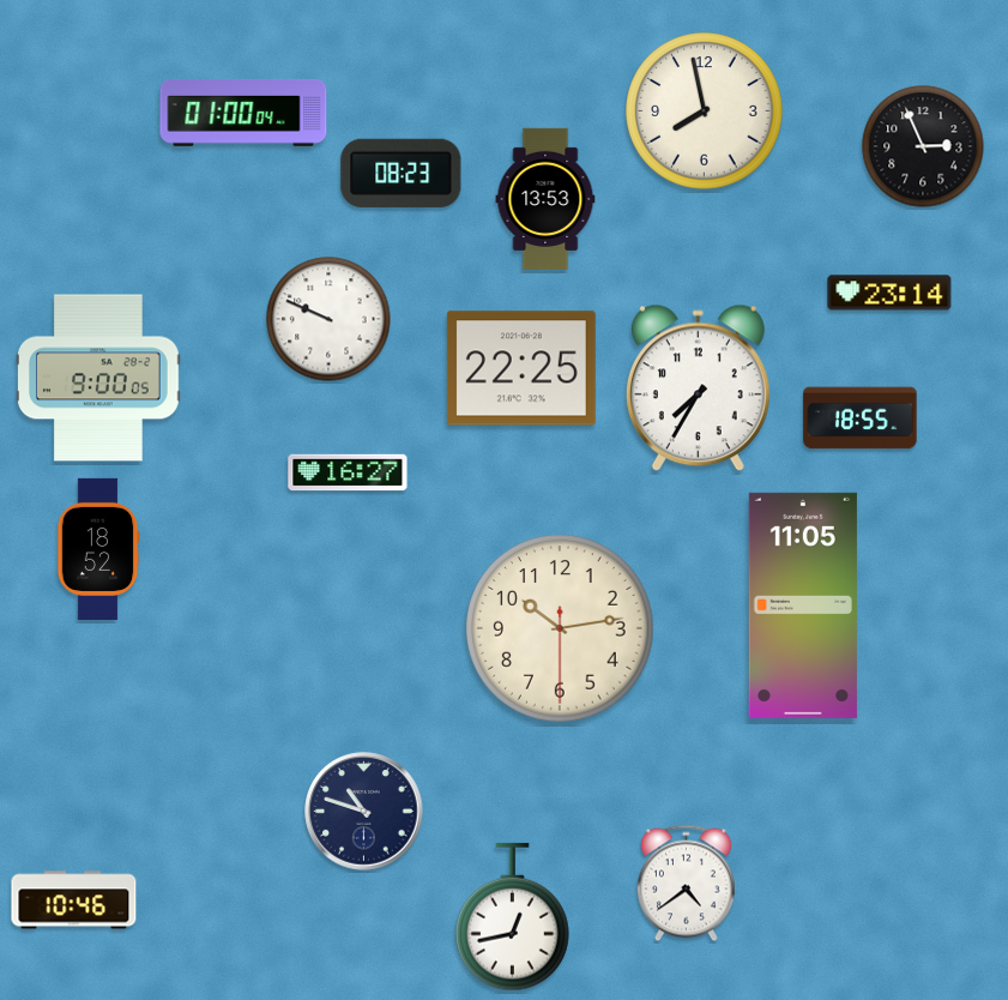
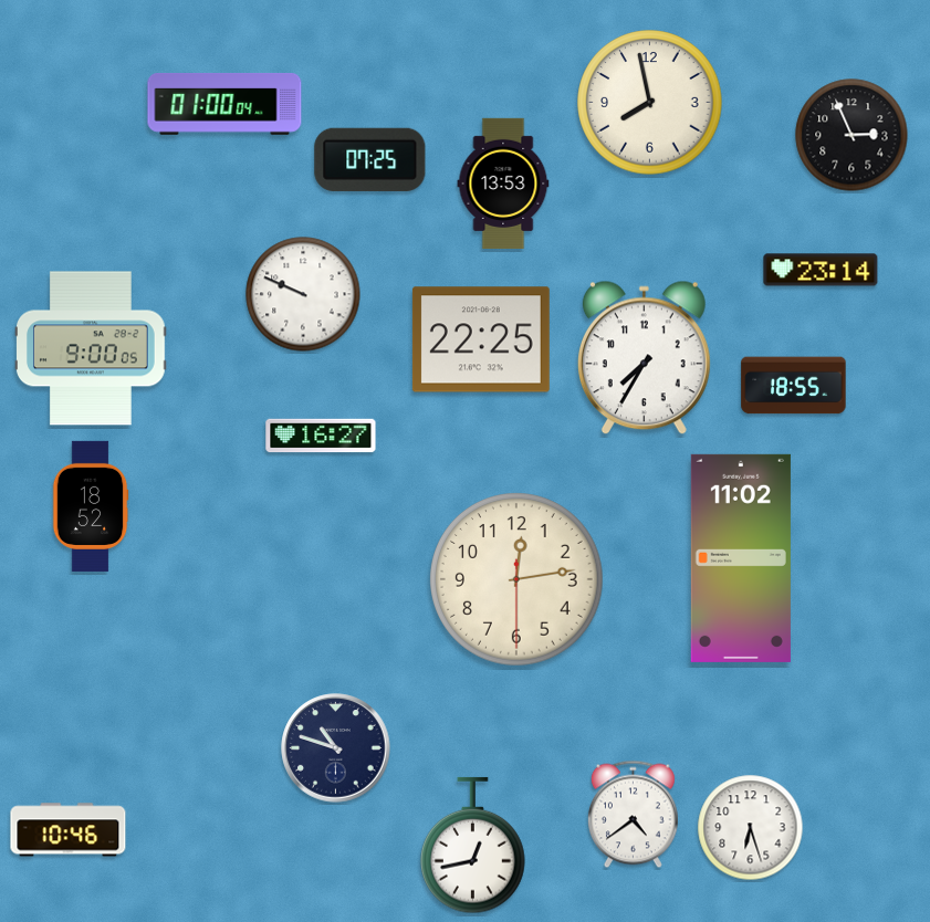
clock at (402, 173): 08:23 -> 07:25
clock at (803, 606): 11:05 -> 11:02
clock at (561, 629): 10:13 -> 12:13
clock at (751, 828): none -> 6:27
